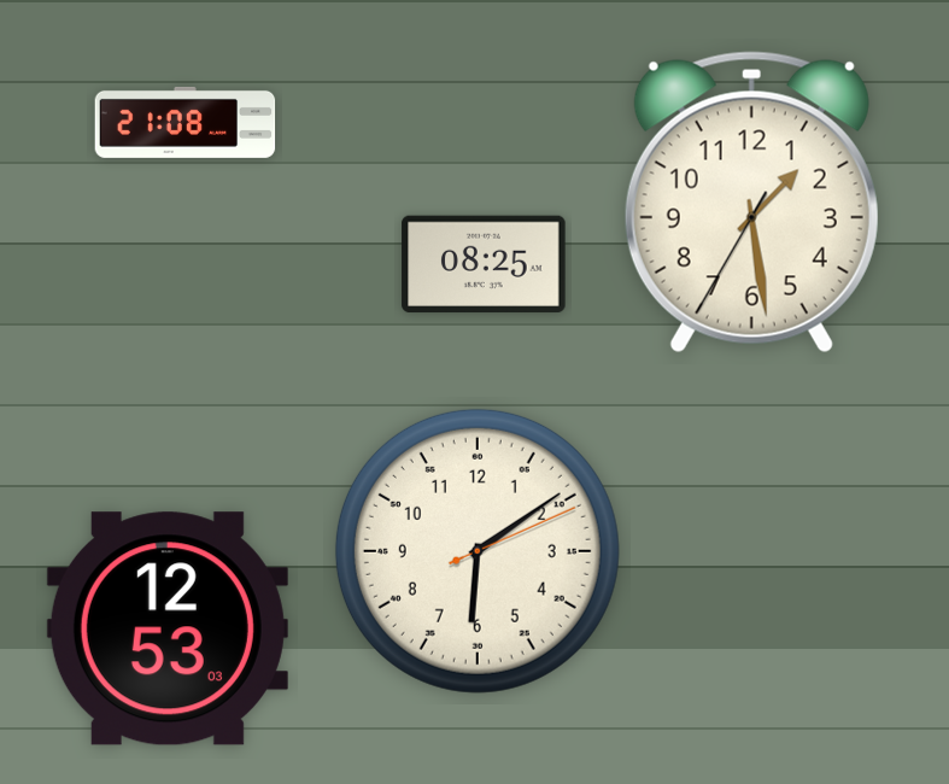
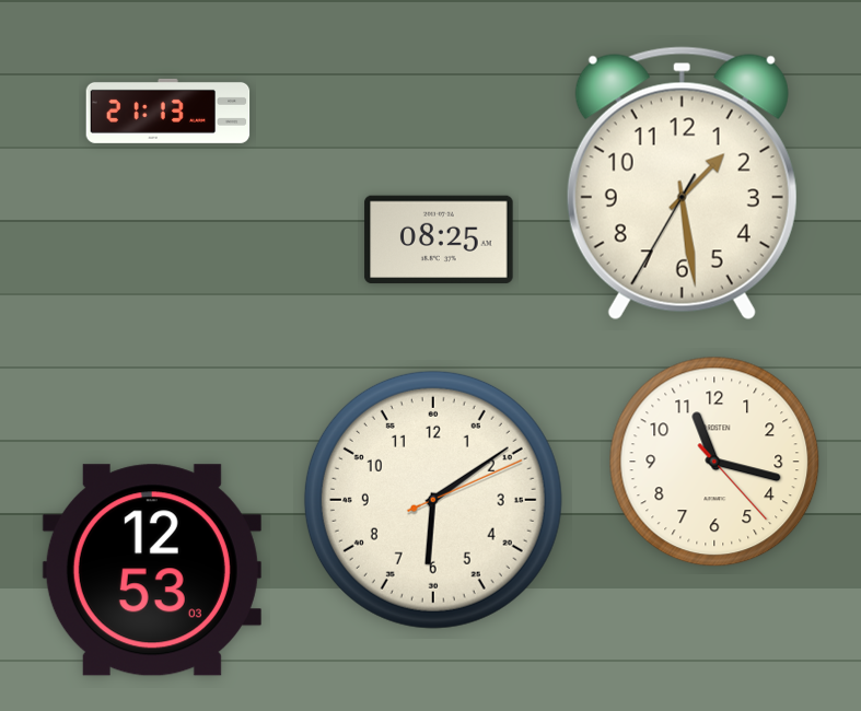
clock at (186, 122): 21:08 -> 21:13
clock at (714, 462): none -> 11:17
